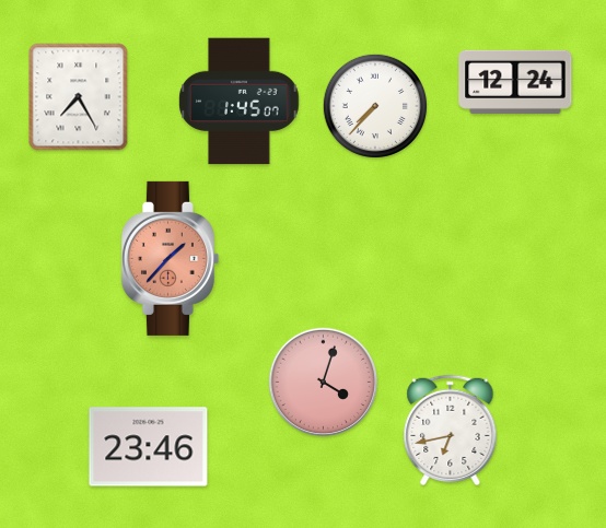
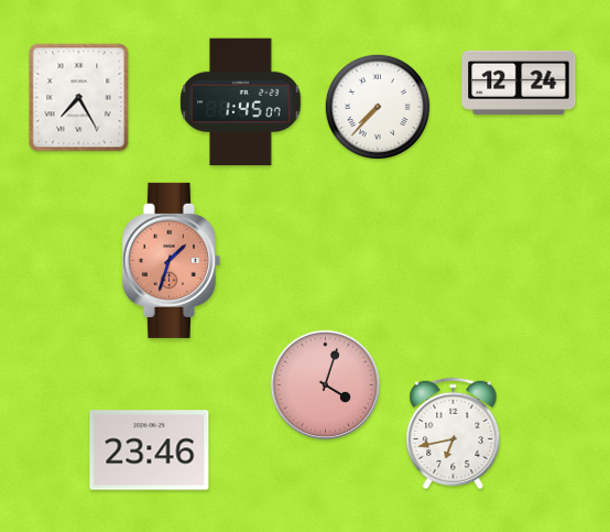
clock at (170, 258): 1:37 -> 1:33
